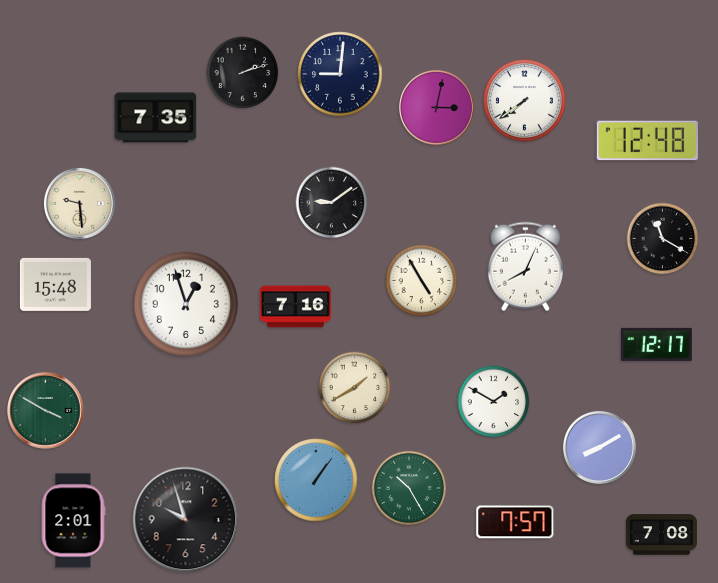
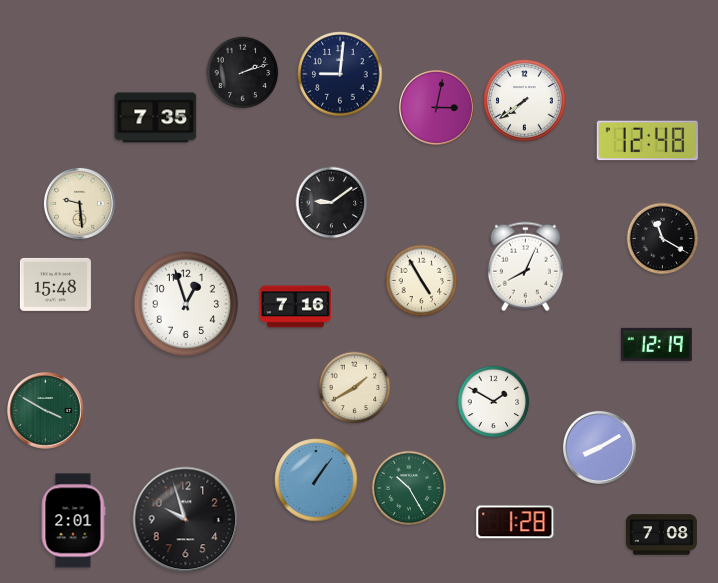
clock at (656, 344): 12:17 -> 12:19
clock at (515, 522): 7:57 -> 1:28
